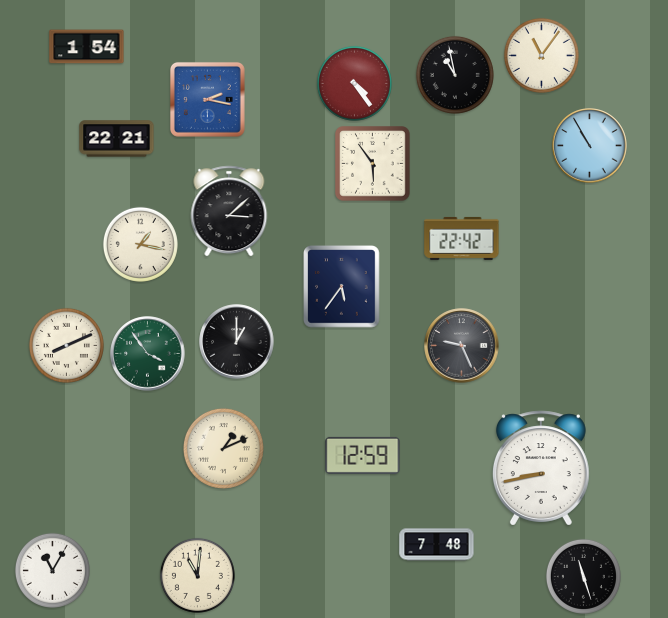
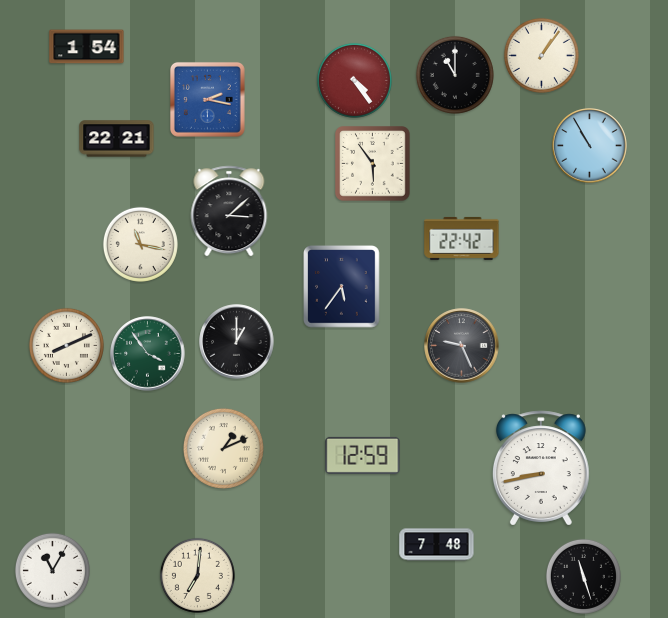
clock at (541, 55): 11:06 -> 1:06
clock at (455, 75): 10:58 -> 11:00
clock at (354, 83) position: (354, 83) -> (354, 80)
clock at (140, 244): 1:17 -> 11:17
clock at (197, 575): 11:01 -> 7:01
